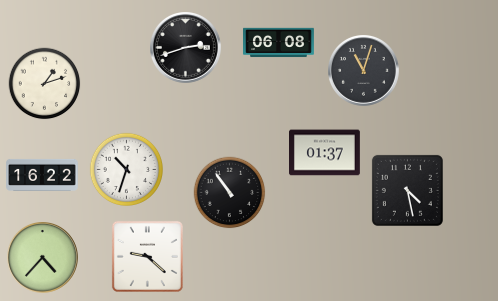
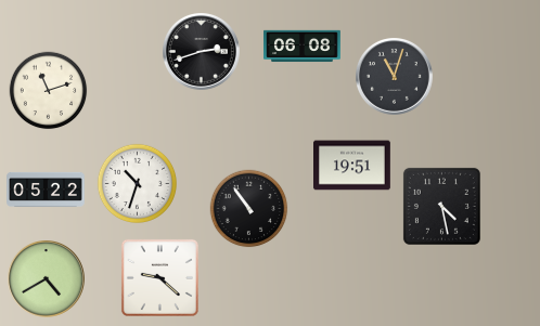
clock at (45, 84): 1:12 -> 11:12
clock at (325, 153): 01:37 -> 19:51
clock at (42, 175): 16:22 -> 05:22
clock at (43, 258): 4:37 -> 4:40
